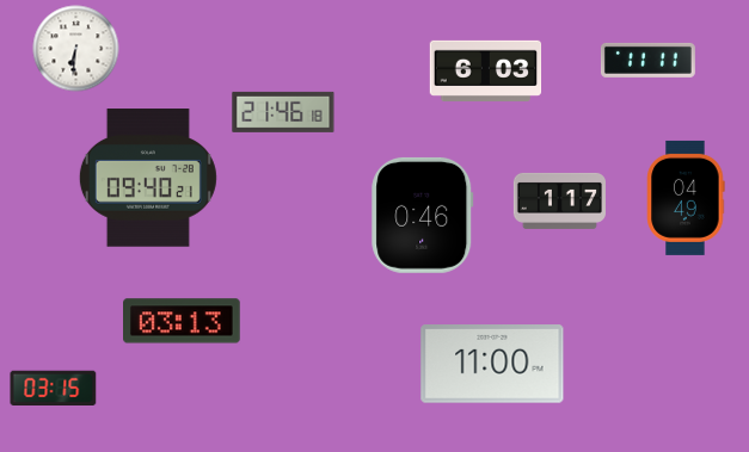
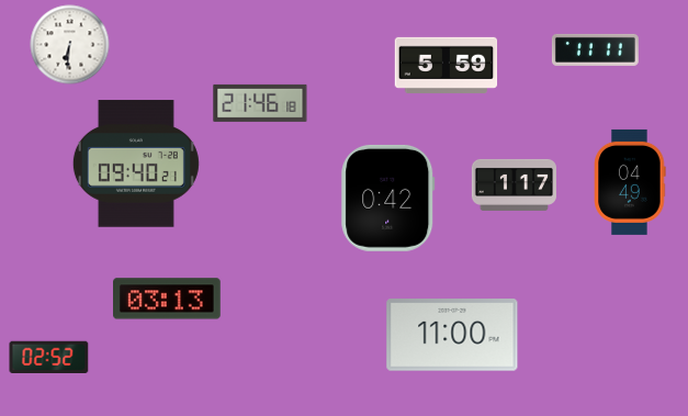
clock at (647, 60) position: (647, 60) -> (595, 49)
clock at (486, 70): 6:03 -> 5:59
clock at (423, 215): 0:46 -> 0:42
clock at (183, 321) position: (183, 321) -> (168, 299)
clock at (54, 388): 03:15 -> 02:52
